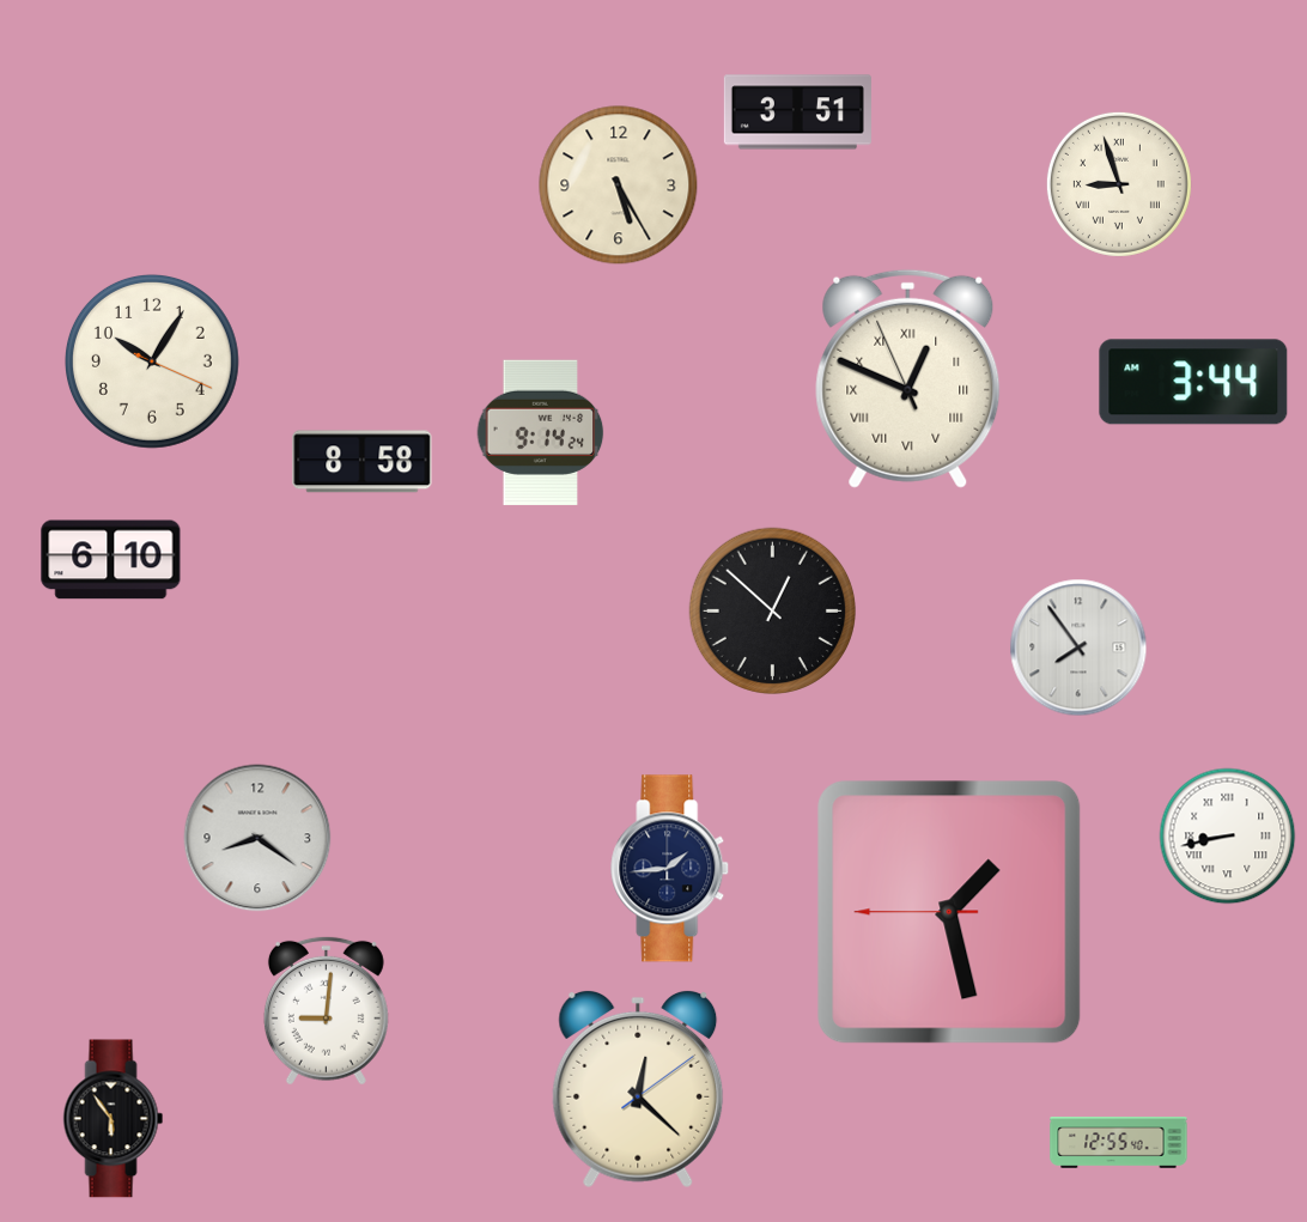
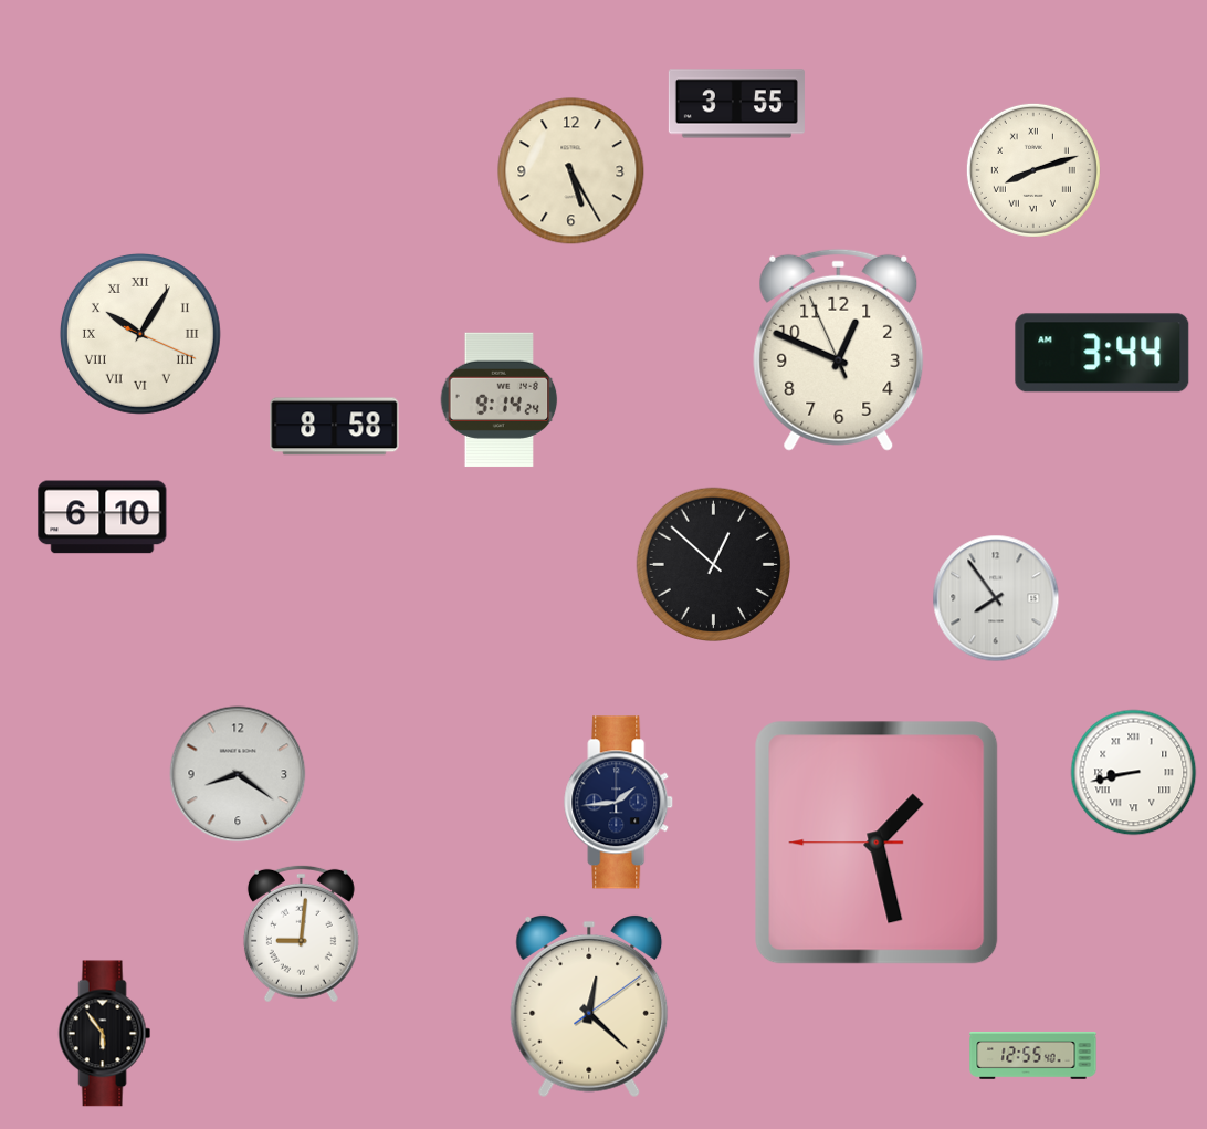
clock at (797, 113): 3:51 -> 3:55
clock at (1119, 184): 8:57 -> 8:12
clock at (152, 361) numerals: Arabic -> Roman
clock at (908, 378) numerals: Roman -> Arabic
